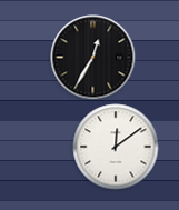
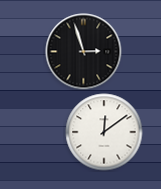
clock at (93, 58): 12:35 -> 2:57
